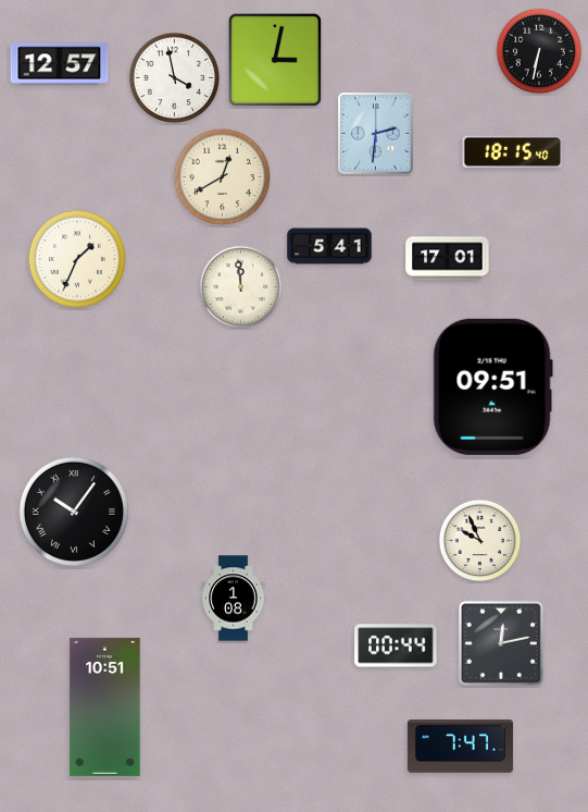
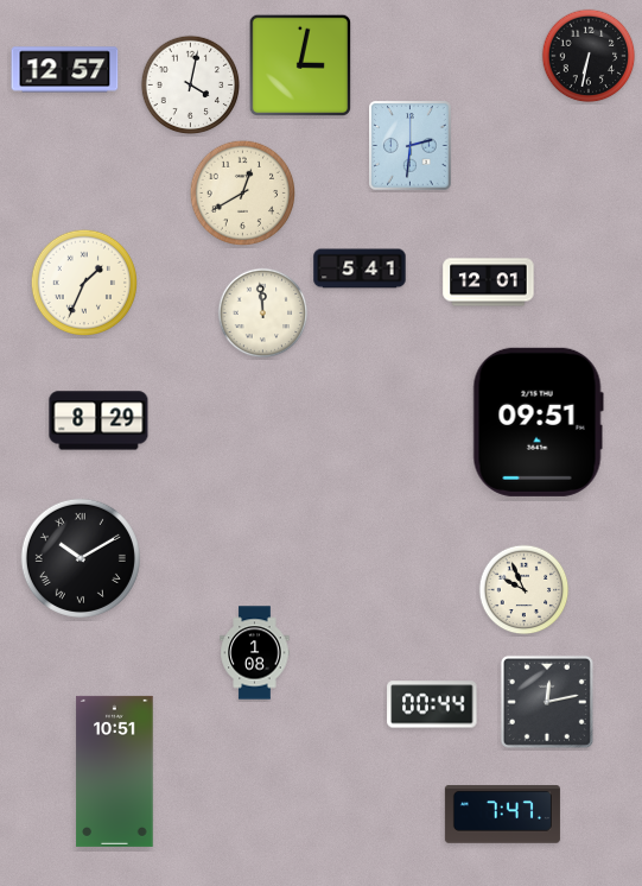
clock at (175, 78): 3:58 -> 4:02
clock at (513, 152): 18:15 -> none
clock at (448, 259): 17:01 -> 12:01
clock at (98, 420): none -> 8:29
clock at (74, 512): 10:06 -> 10:10
